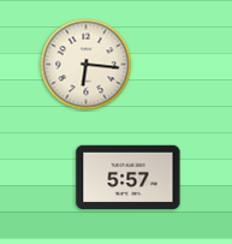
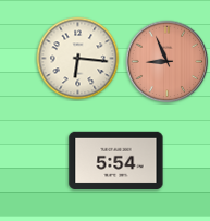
clock at (168, 62): none -> 8:56
clock at (129, 177): 5:57 -> 5:54
